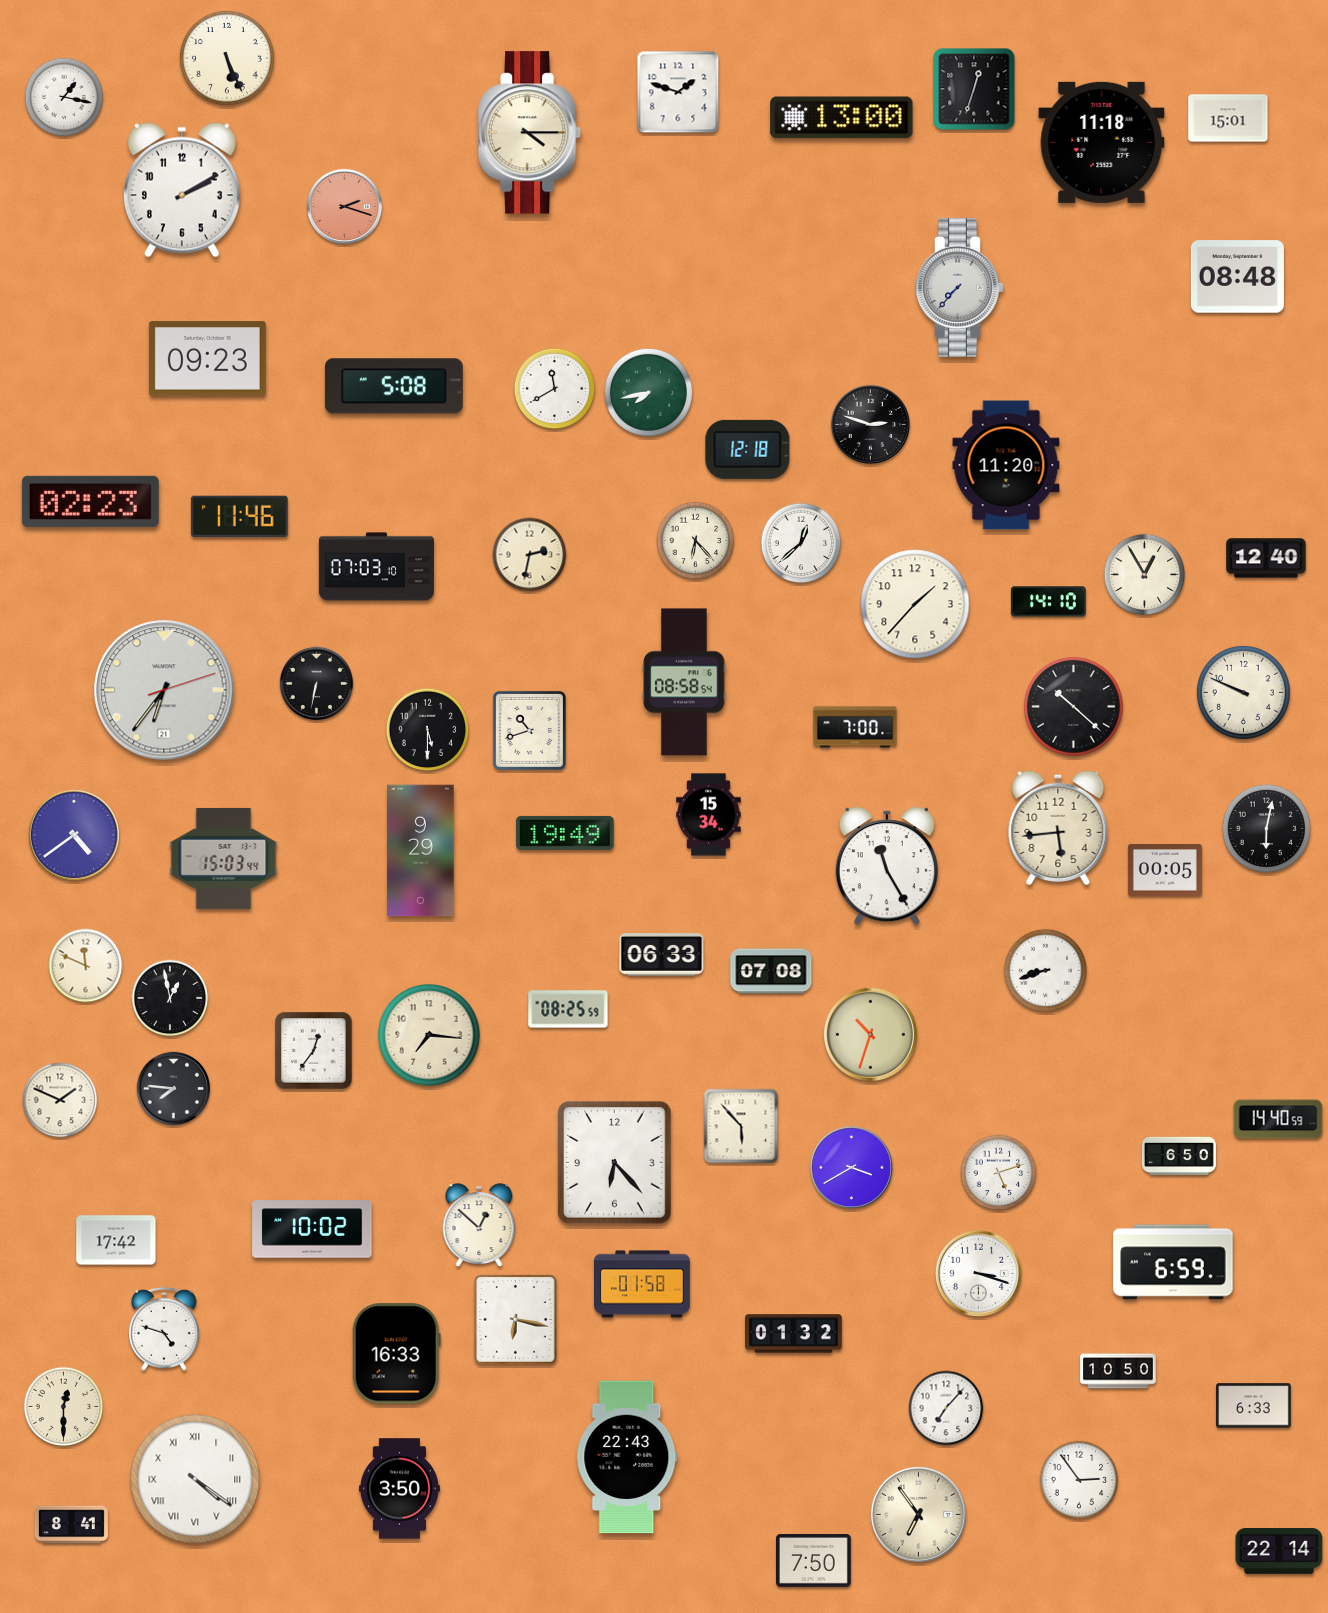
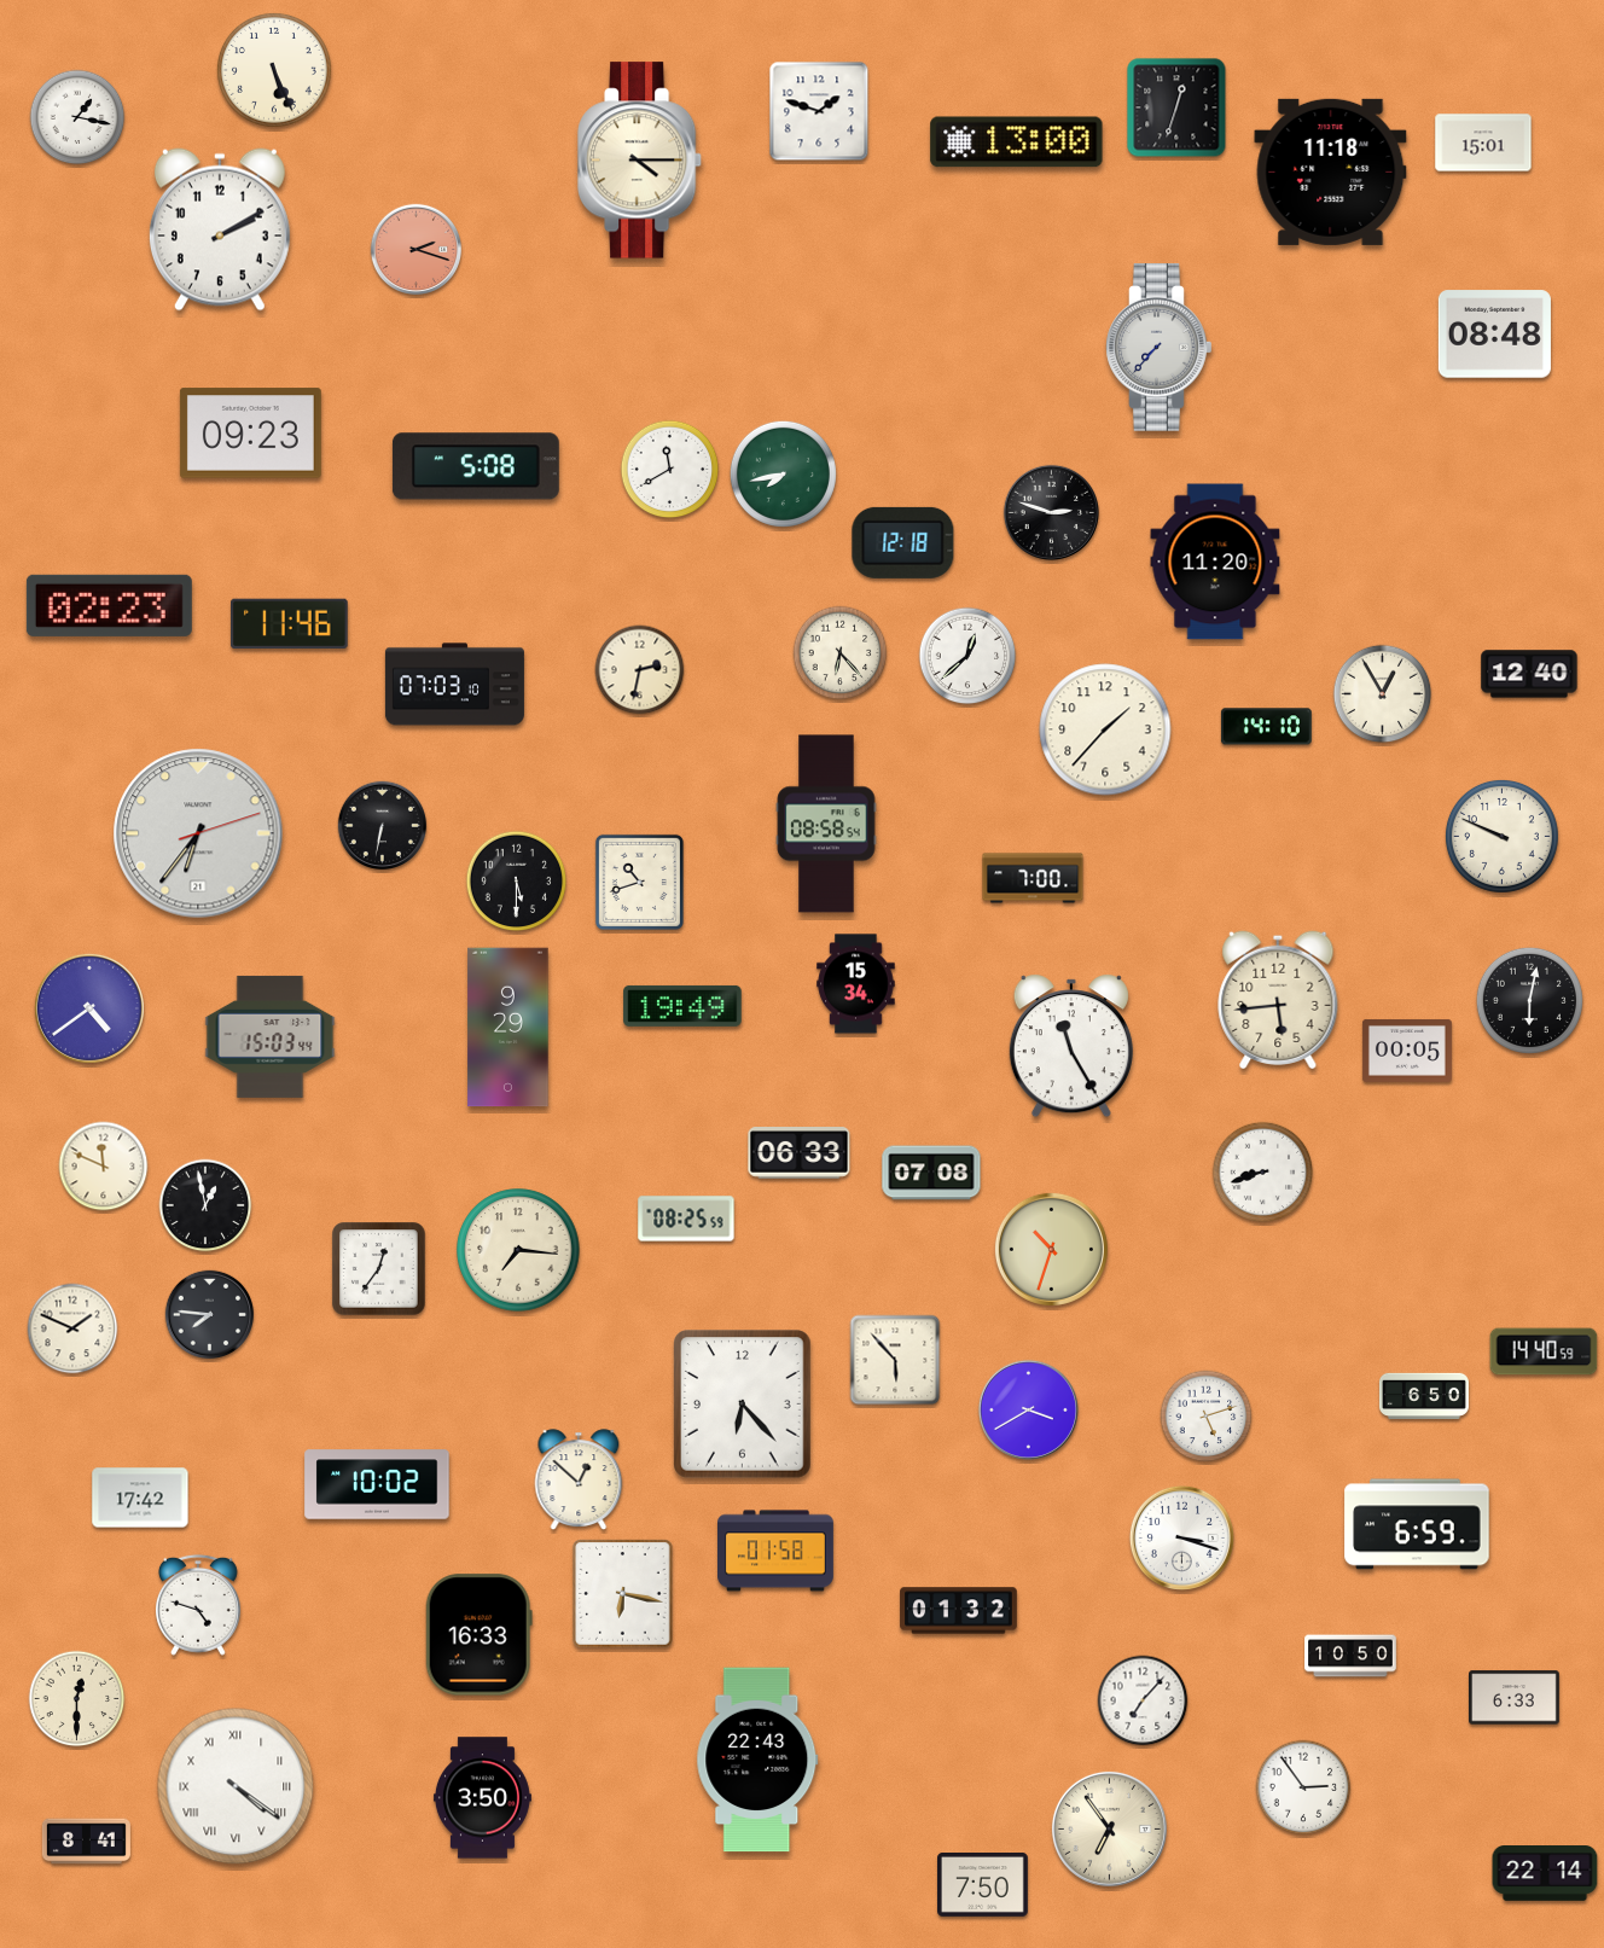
clock at (1074, 707): 10:22 -> none
